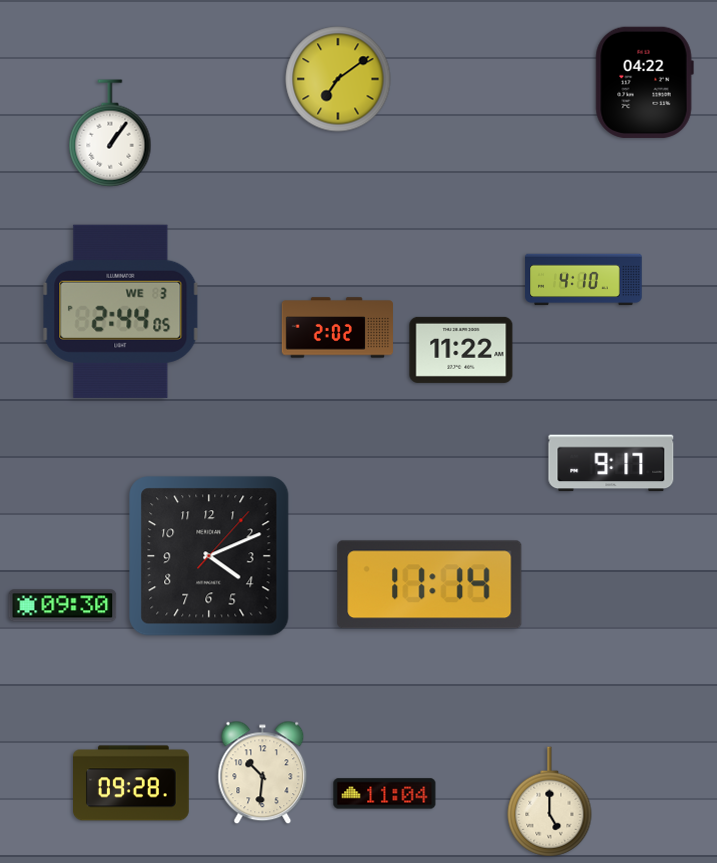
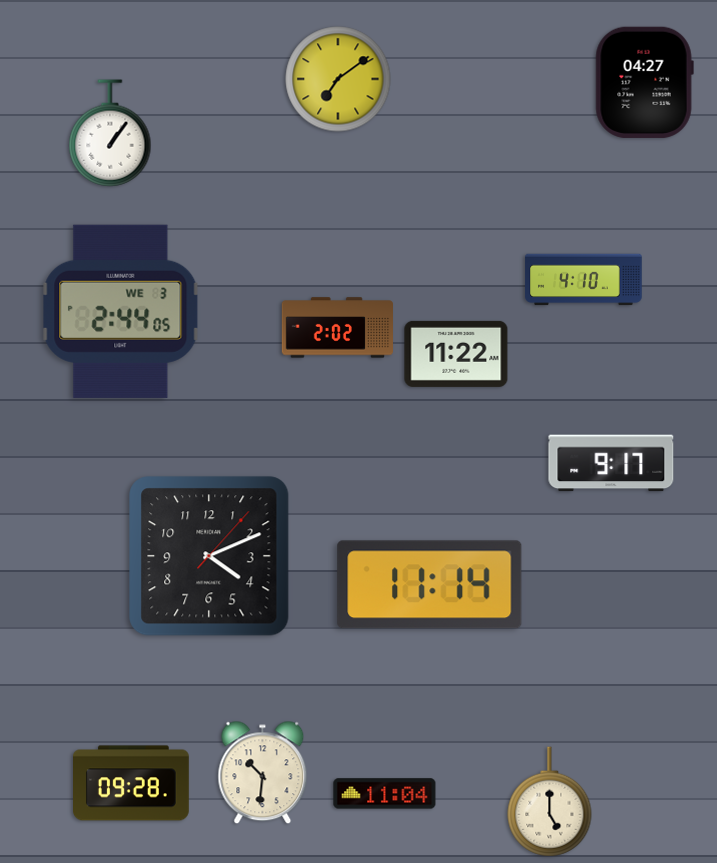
clock at (644, 82): 04:22 -> 04:27
clock at (461, 350) position: (461, 350) -> (456, 354)
clock at (63, 606): 09:30 -> none
